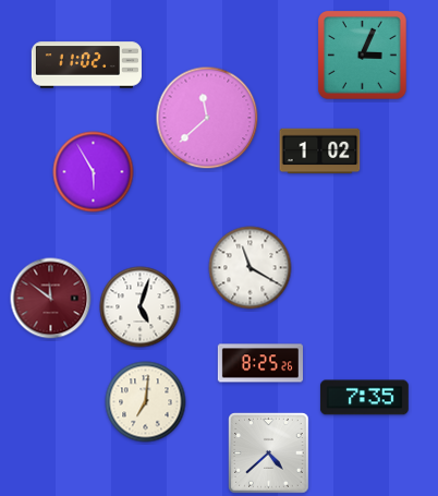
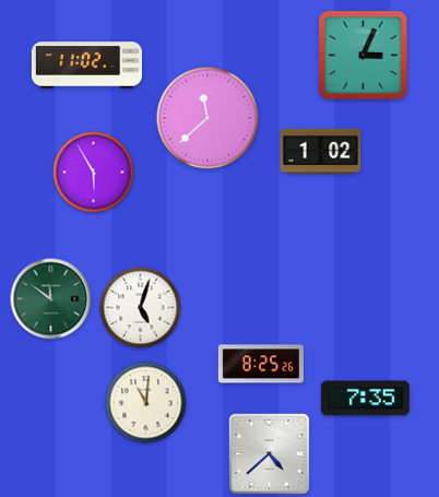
clock at (251, 268): 11:20 -> none
clock at (51, 299) dial: burgundy -> green
clock at (146, 402): 7:01 -> 11:01
